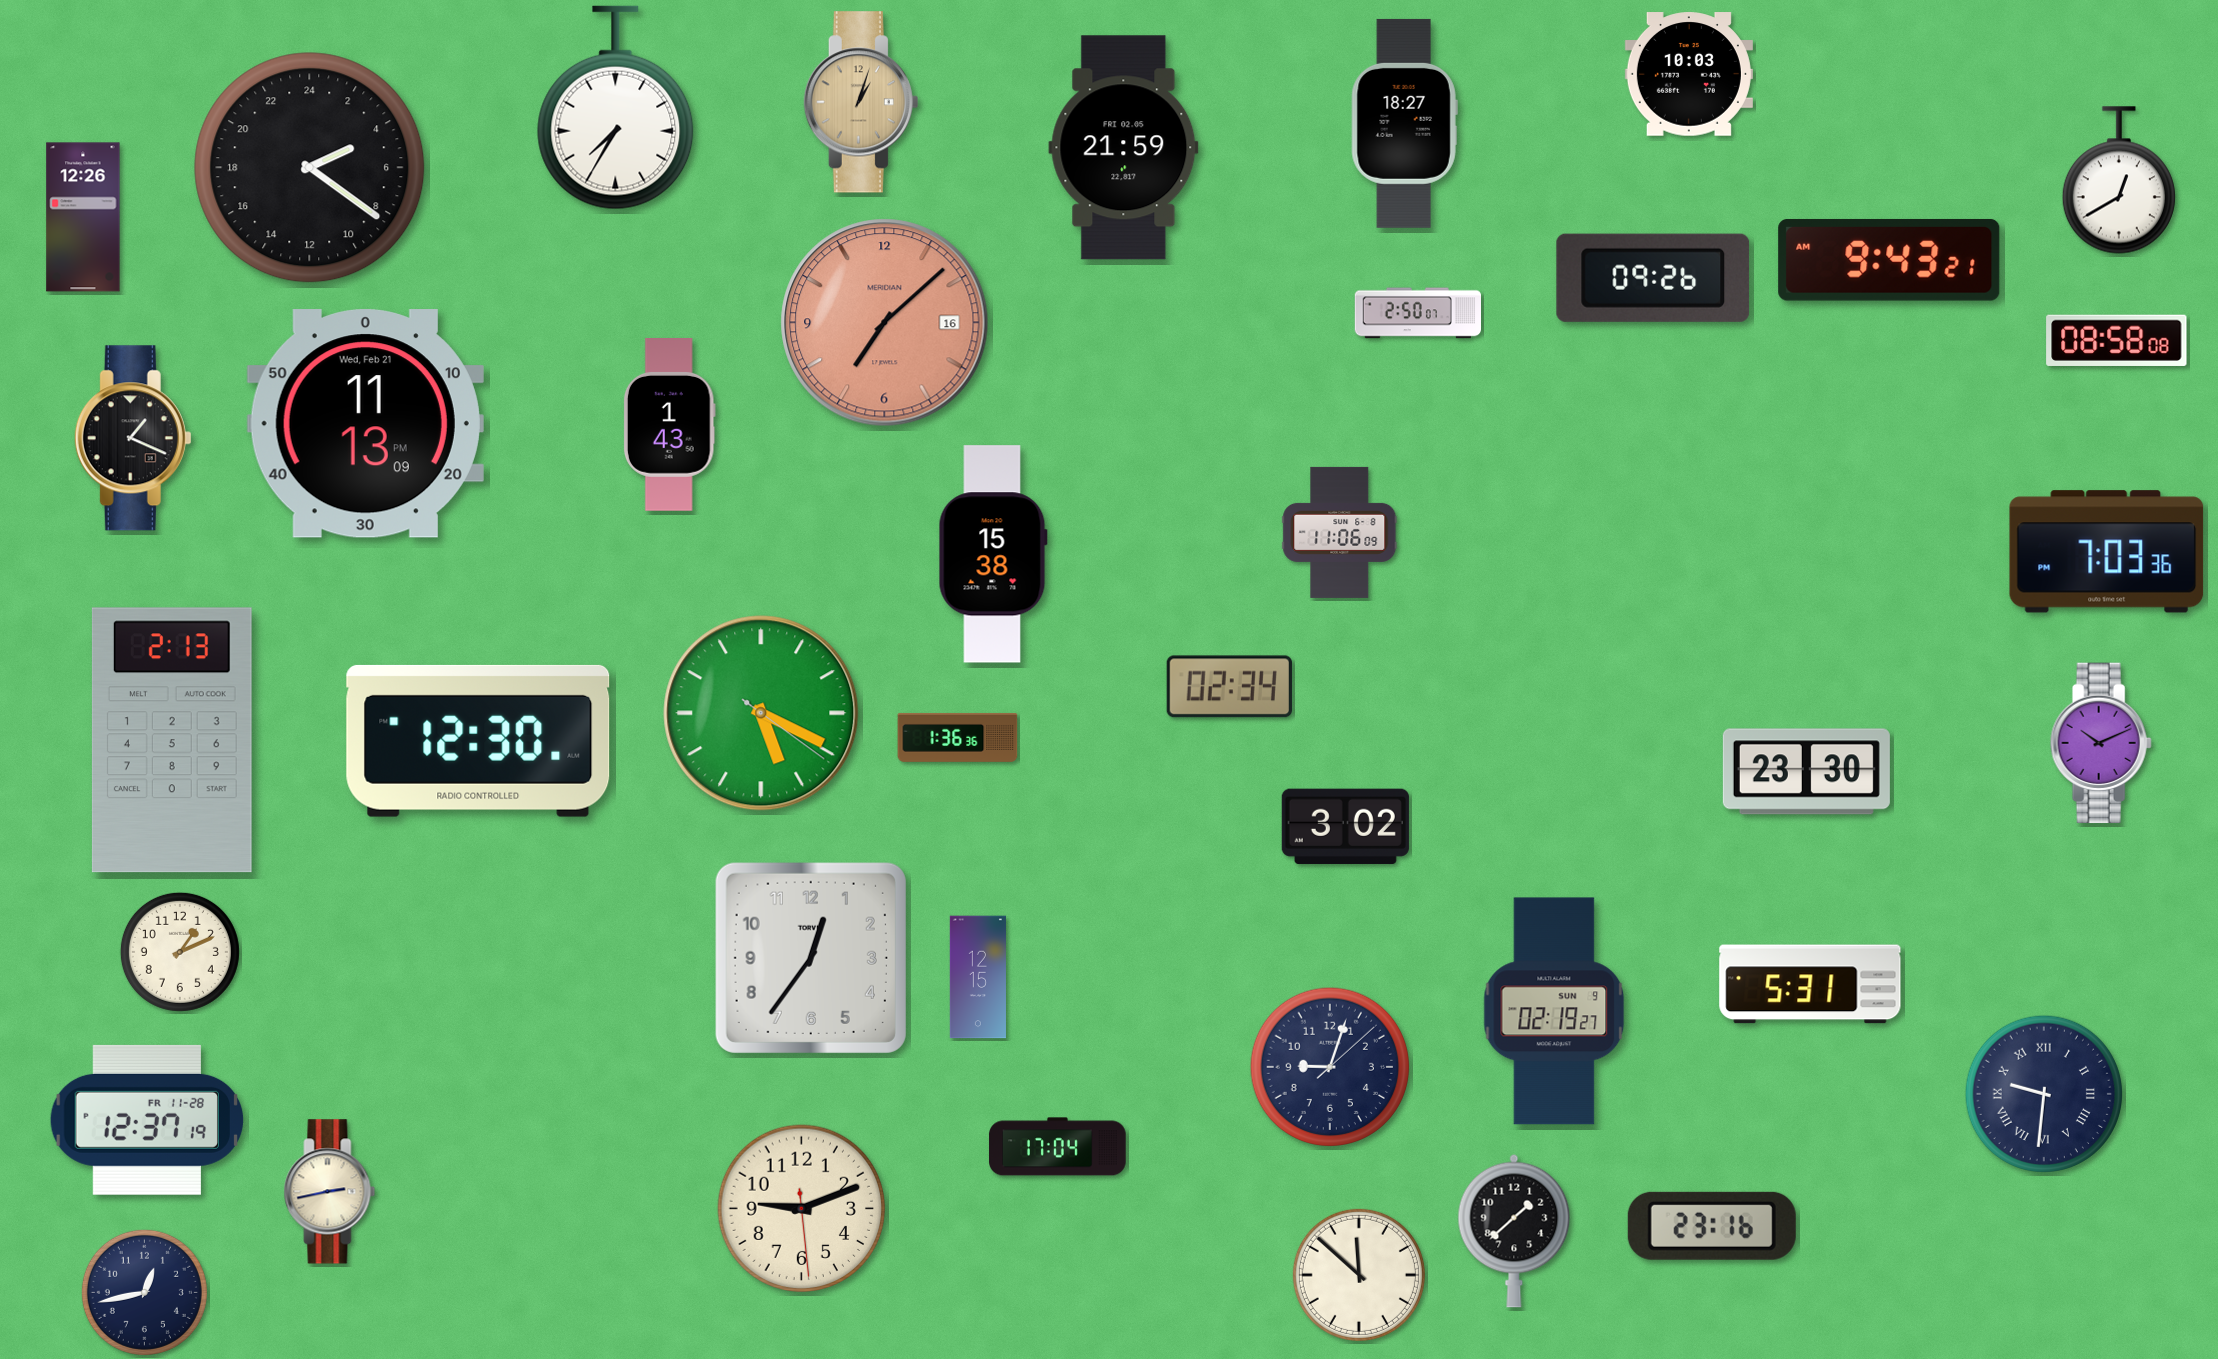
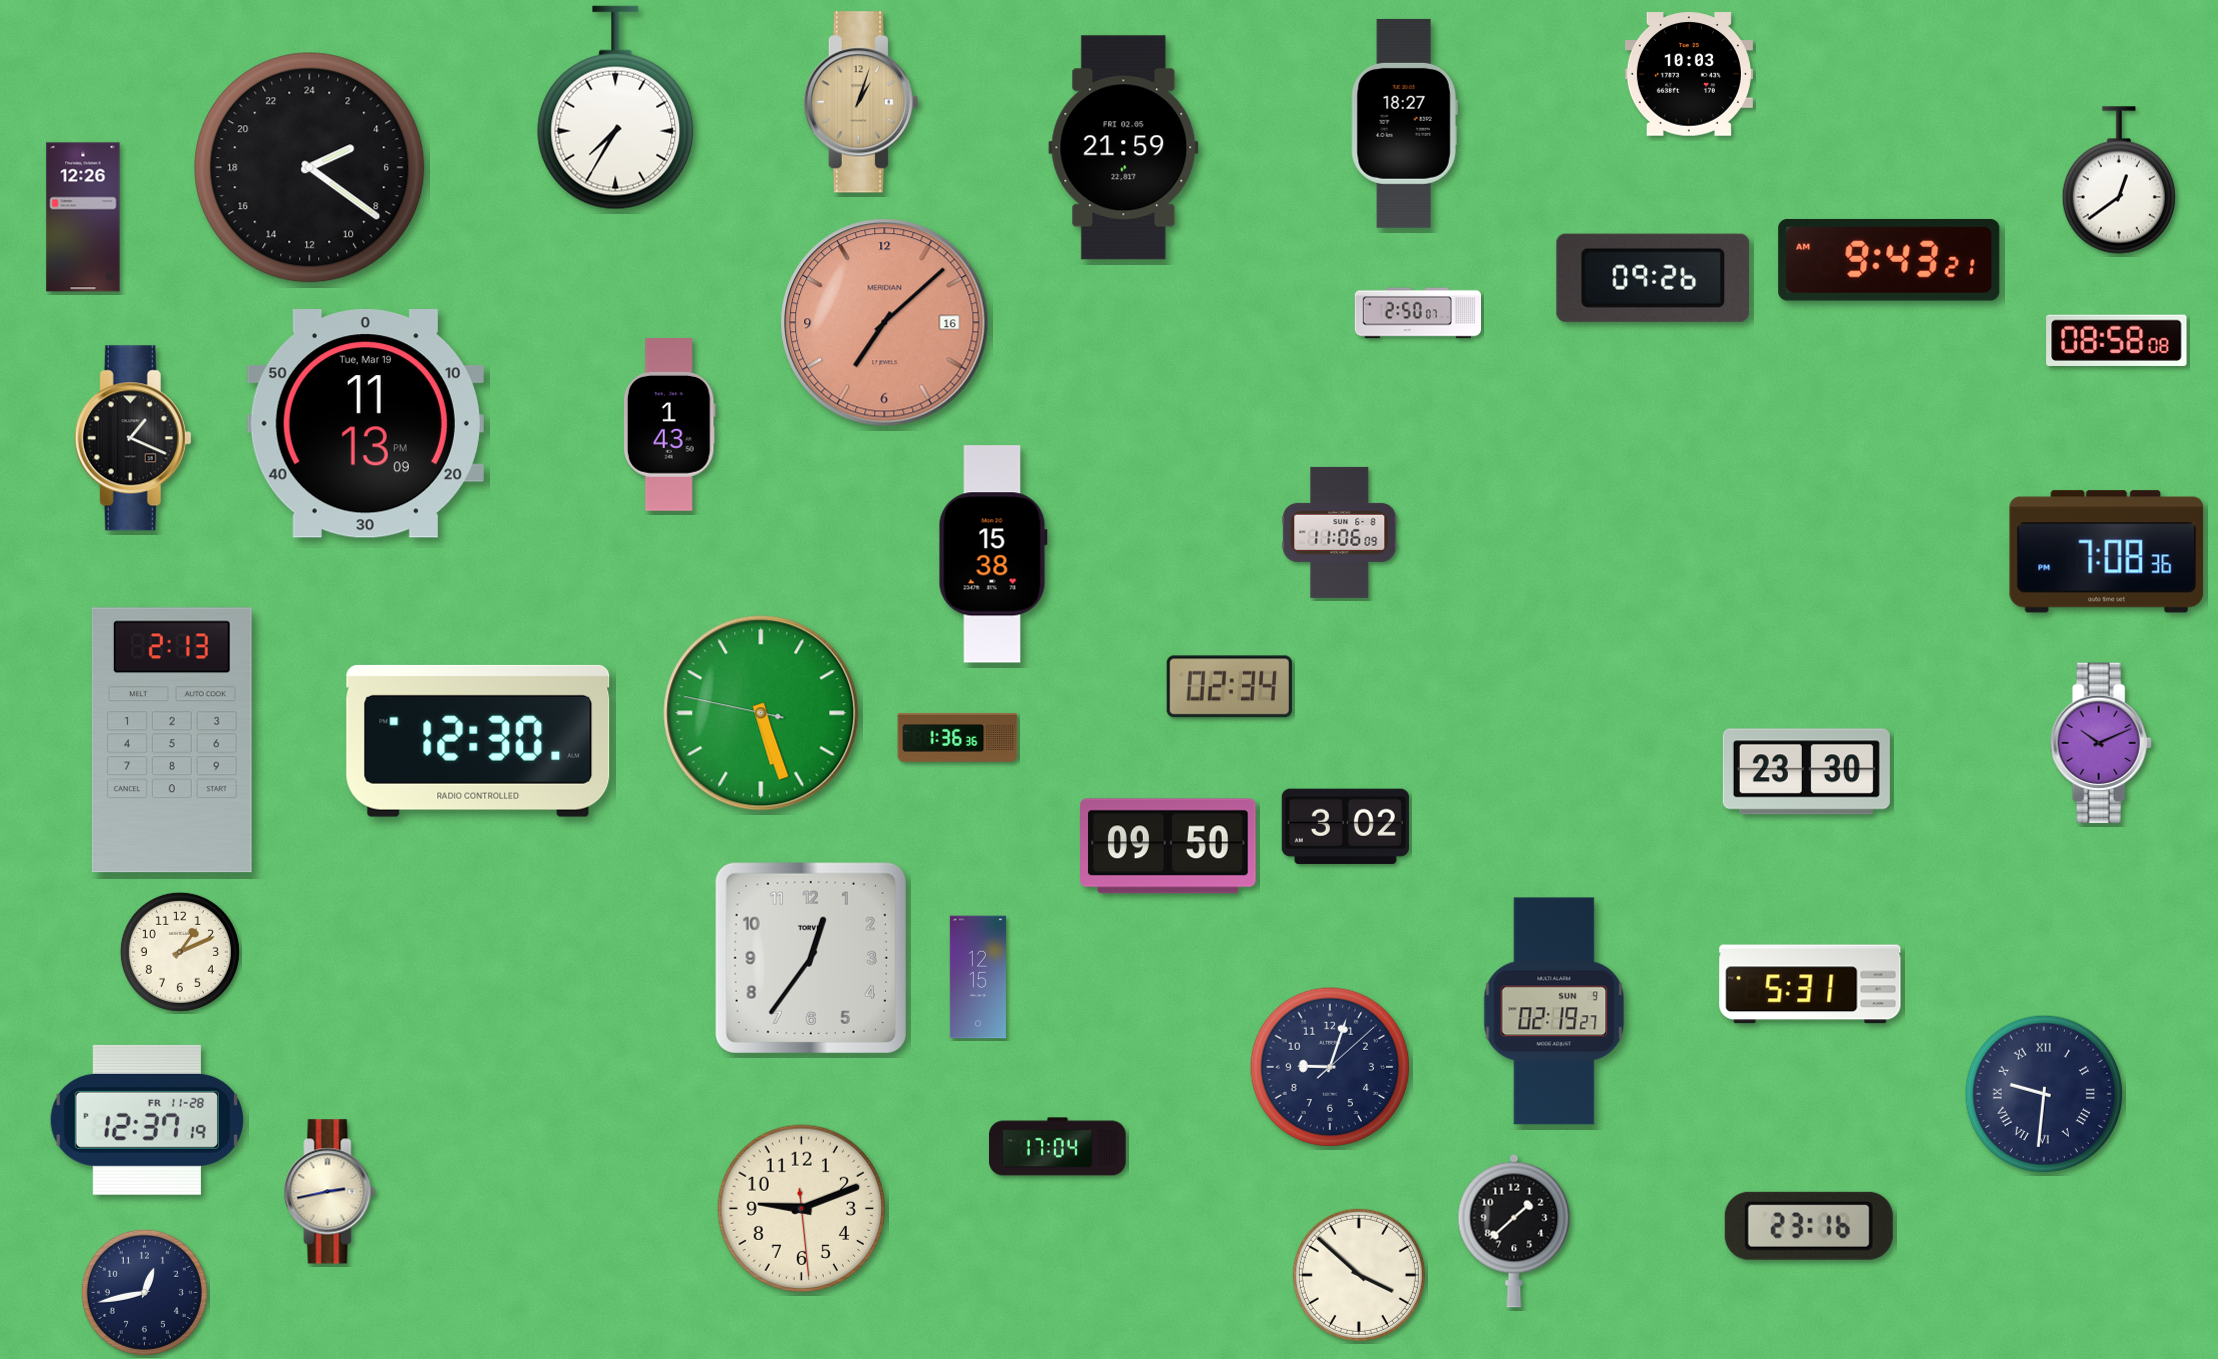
clock at (2119, 180): 12:40 -> 12:39
clock at (365, 424) date: Wed, Feb 21 -> Tue, Mar 19
clock at (2107, 552): 7:03 -> 7:08
clock at (761, 713): 5:19 -> 5:26
clock at (1168, 846): none -> 09:50
clock at (1712, 1226) position: (1712, 1226) -> (1809, 1226)
clock at (1359, 1275): 11:52 -> 3:52
